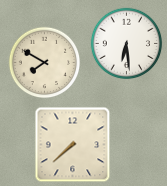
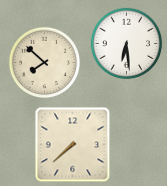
clock at (45, 63): 7:50 -> 7:52
